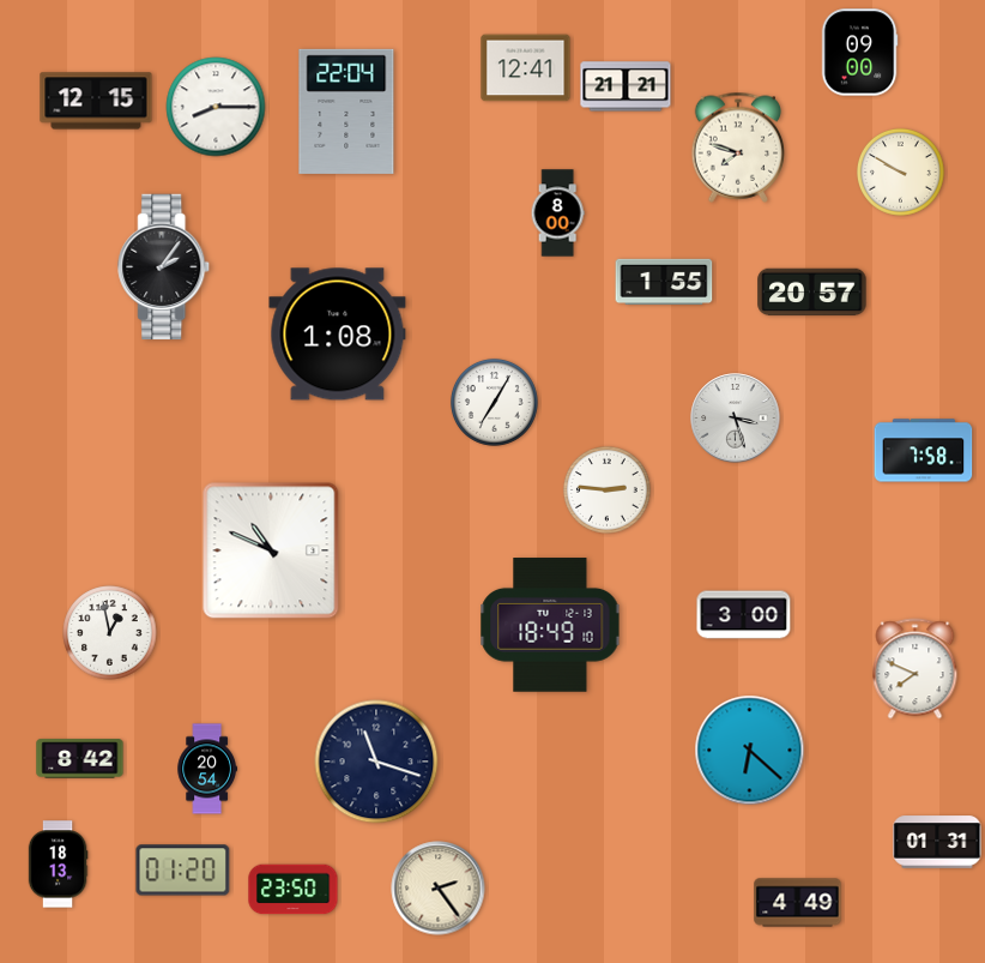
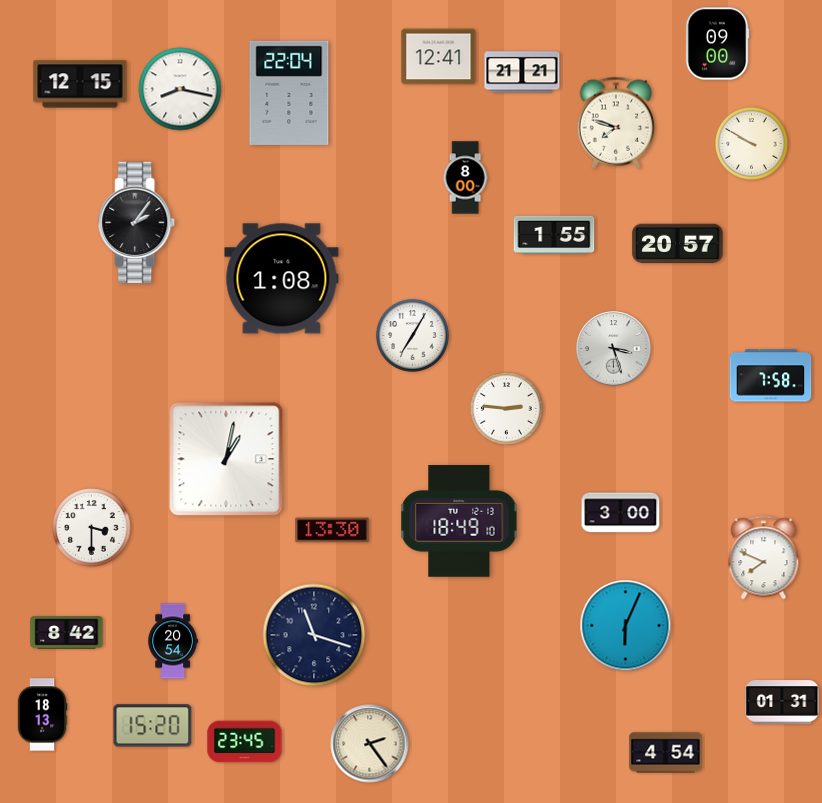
clock at (216, 107): 8:15 -> 8:17
clock at (271, 550): 10:49 -> 1:02
clock at (110, 633): 12:58 -> 3:30
clock at (332, 530): none -> 13:30
clock at (750, 751): 6:22 -> 6:04
clock at (58, 865) position: (58, 865) -> (42, 715)
clock at (183, 871): 01:20 -> 15:20
clock at (439, 889) position: (439, 889) -> (370, 744)
clock at (294, 890): 23:50 -> 23:45
clock at (798, 903): 4:49 -> 4:54
